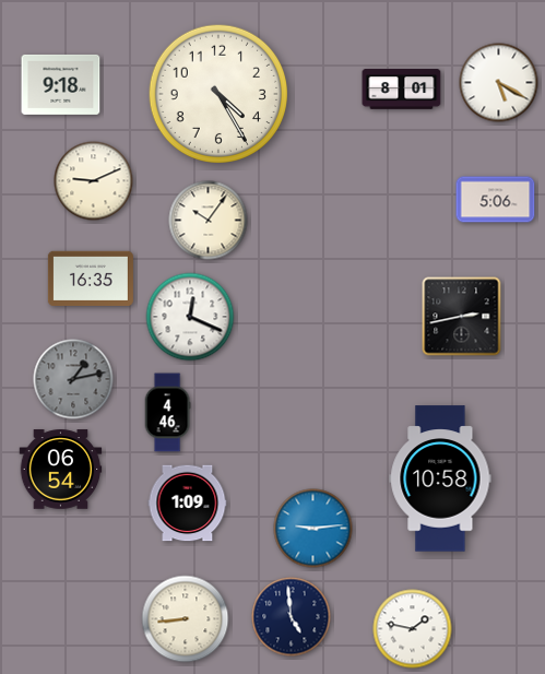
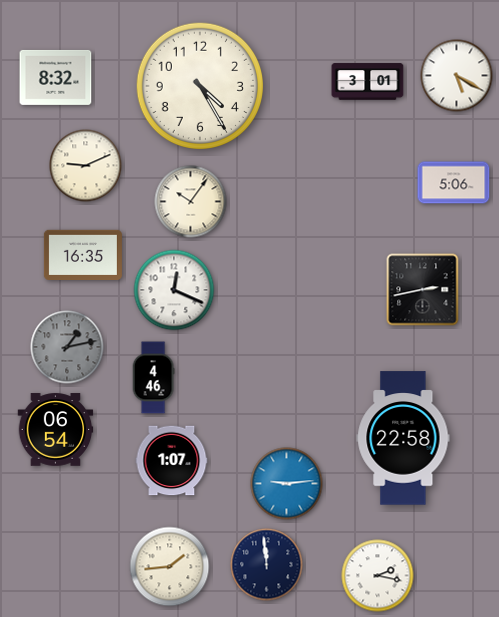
clock at (61, 84): 9:18 -> 8:32
clock at (402, 90): 8:01 -> 3:01
clock at (440, 478): 10:58 -> 22:58
clock at (188, 504): 1:09 -> 1:07
clock at (292, 617): 4:59 -> 11:59
clock at (186, 619): 8:44 -> 1:44
clock at (413, 629): 1:47 -> 2:17
